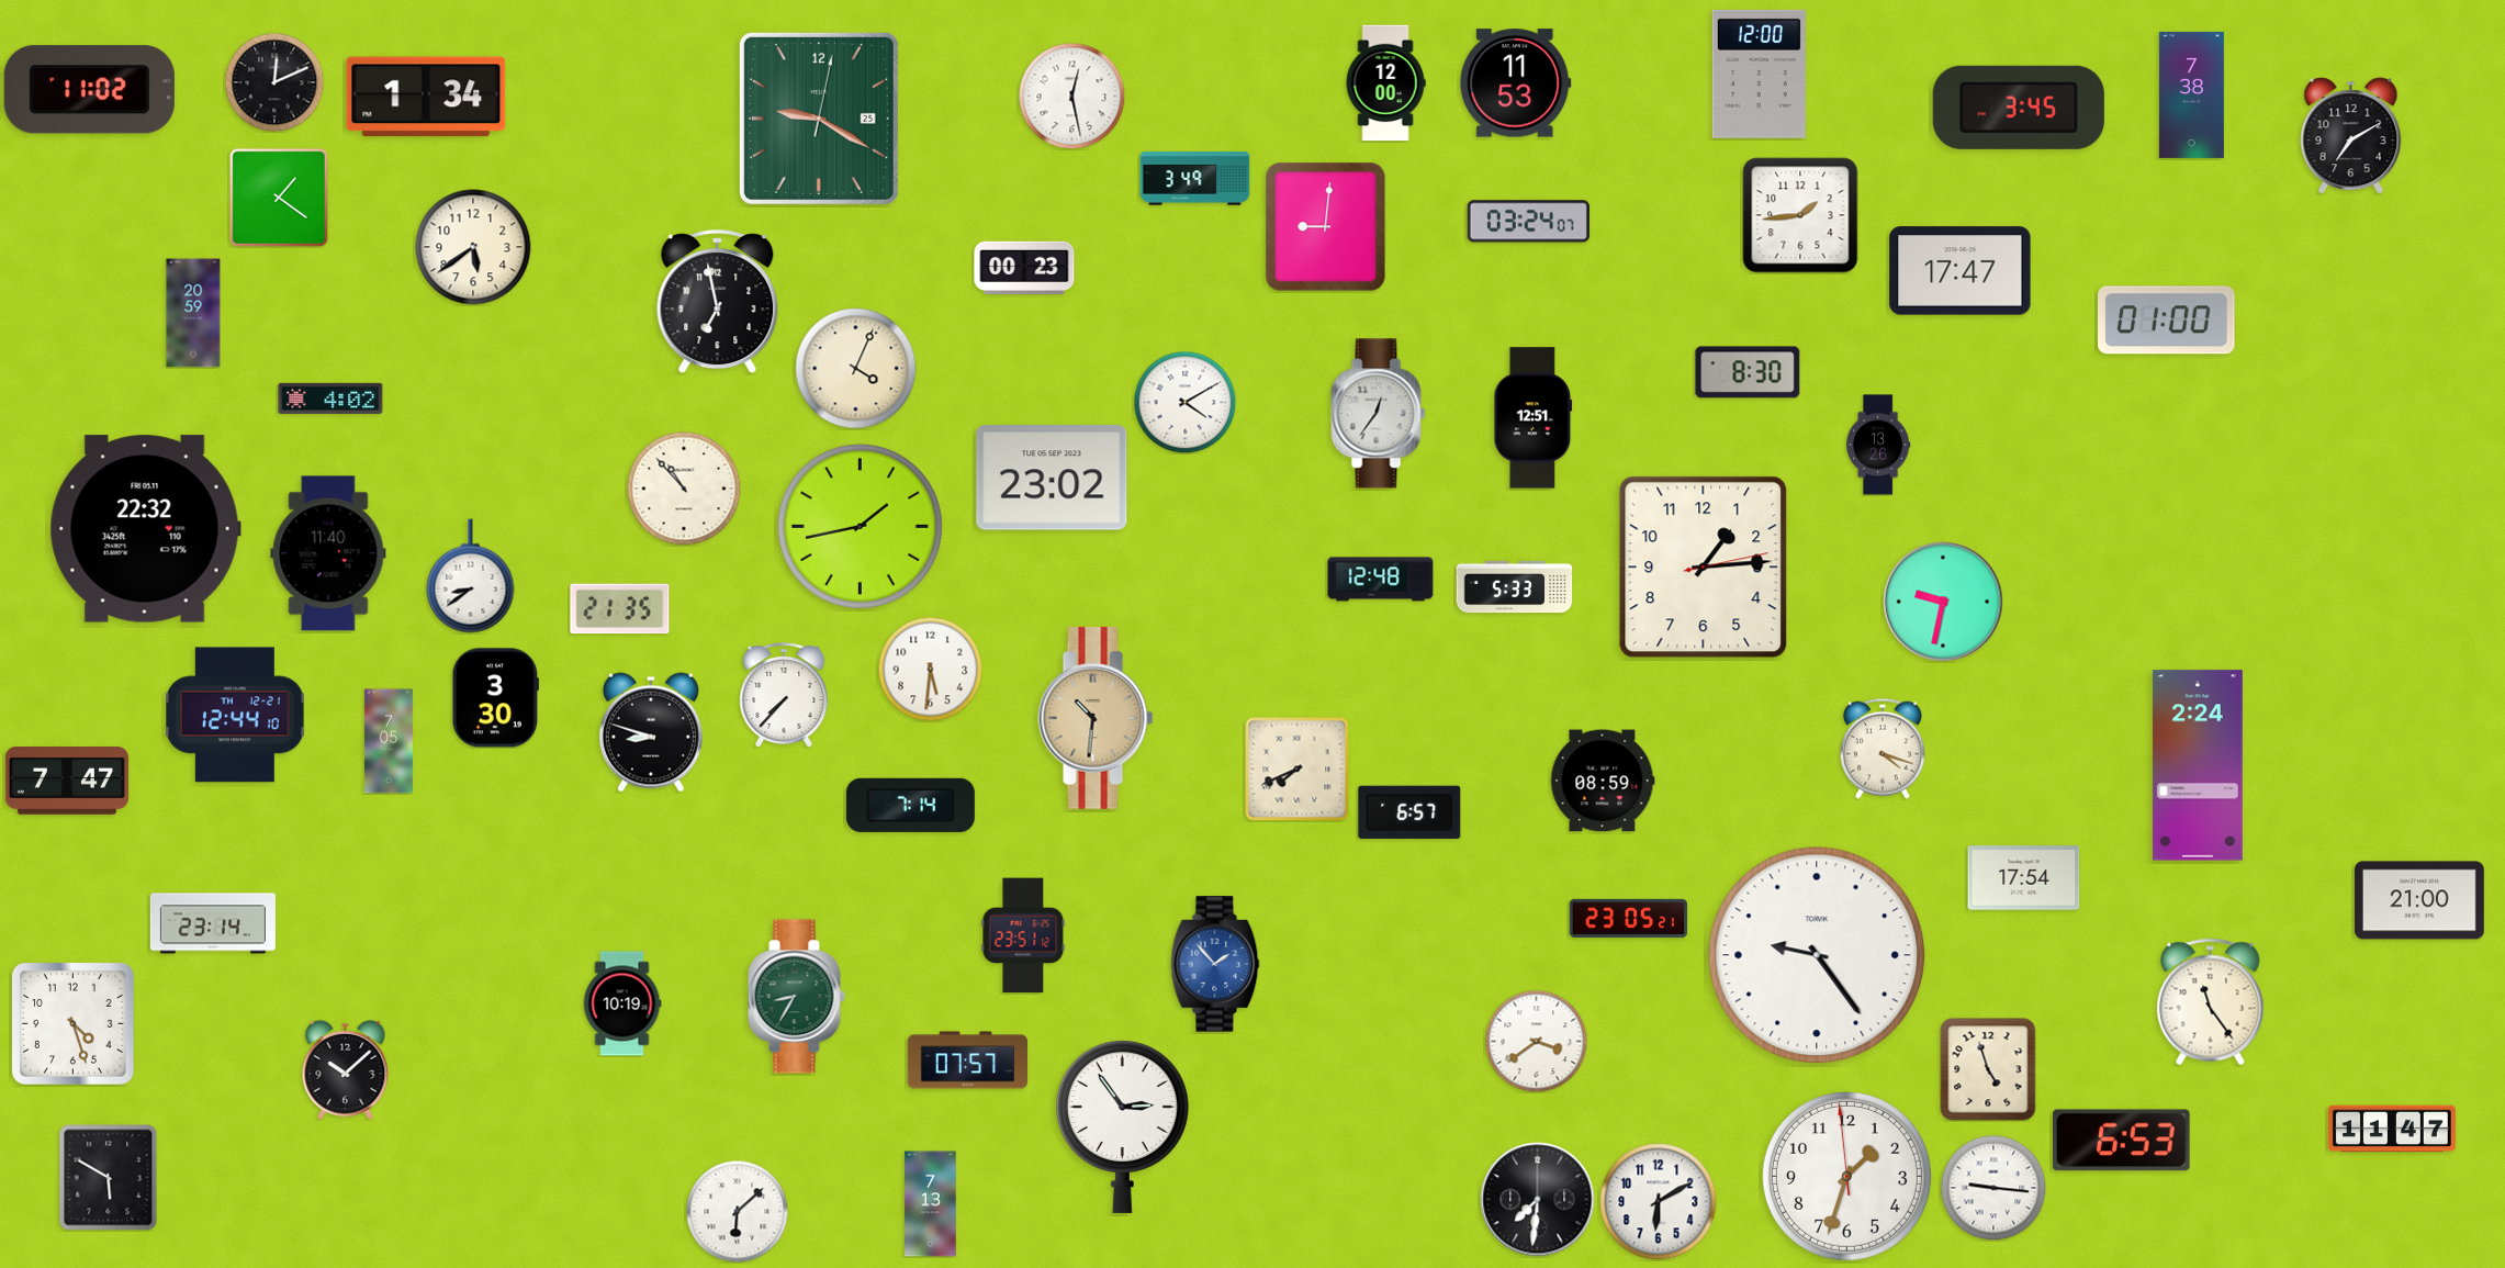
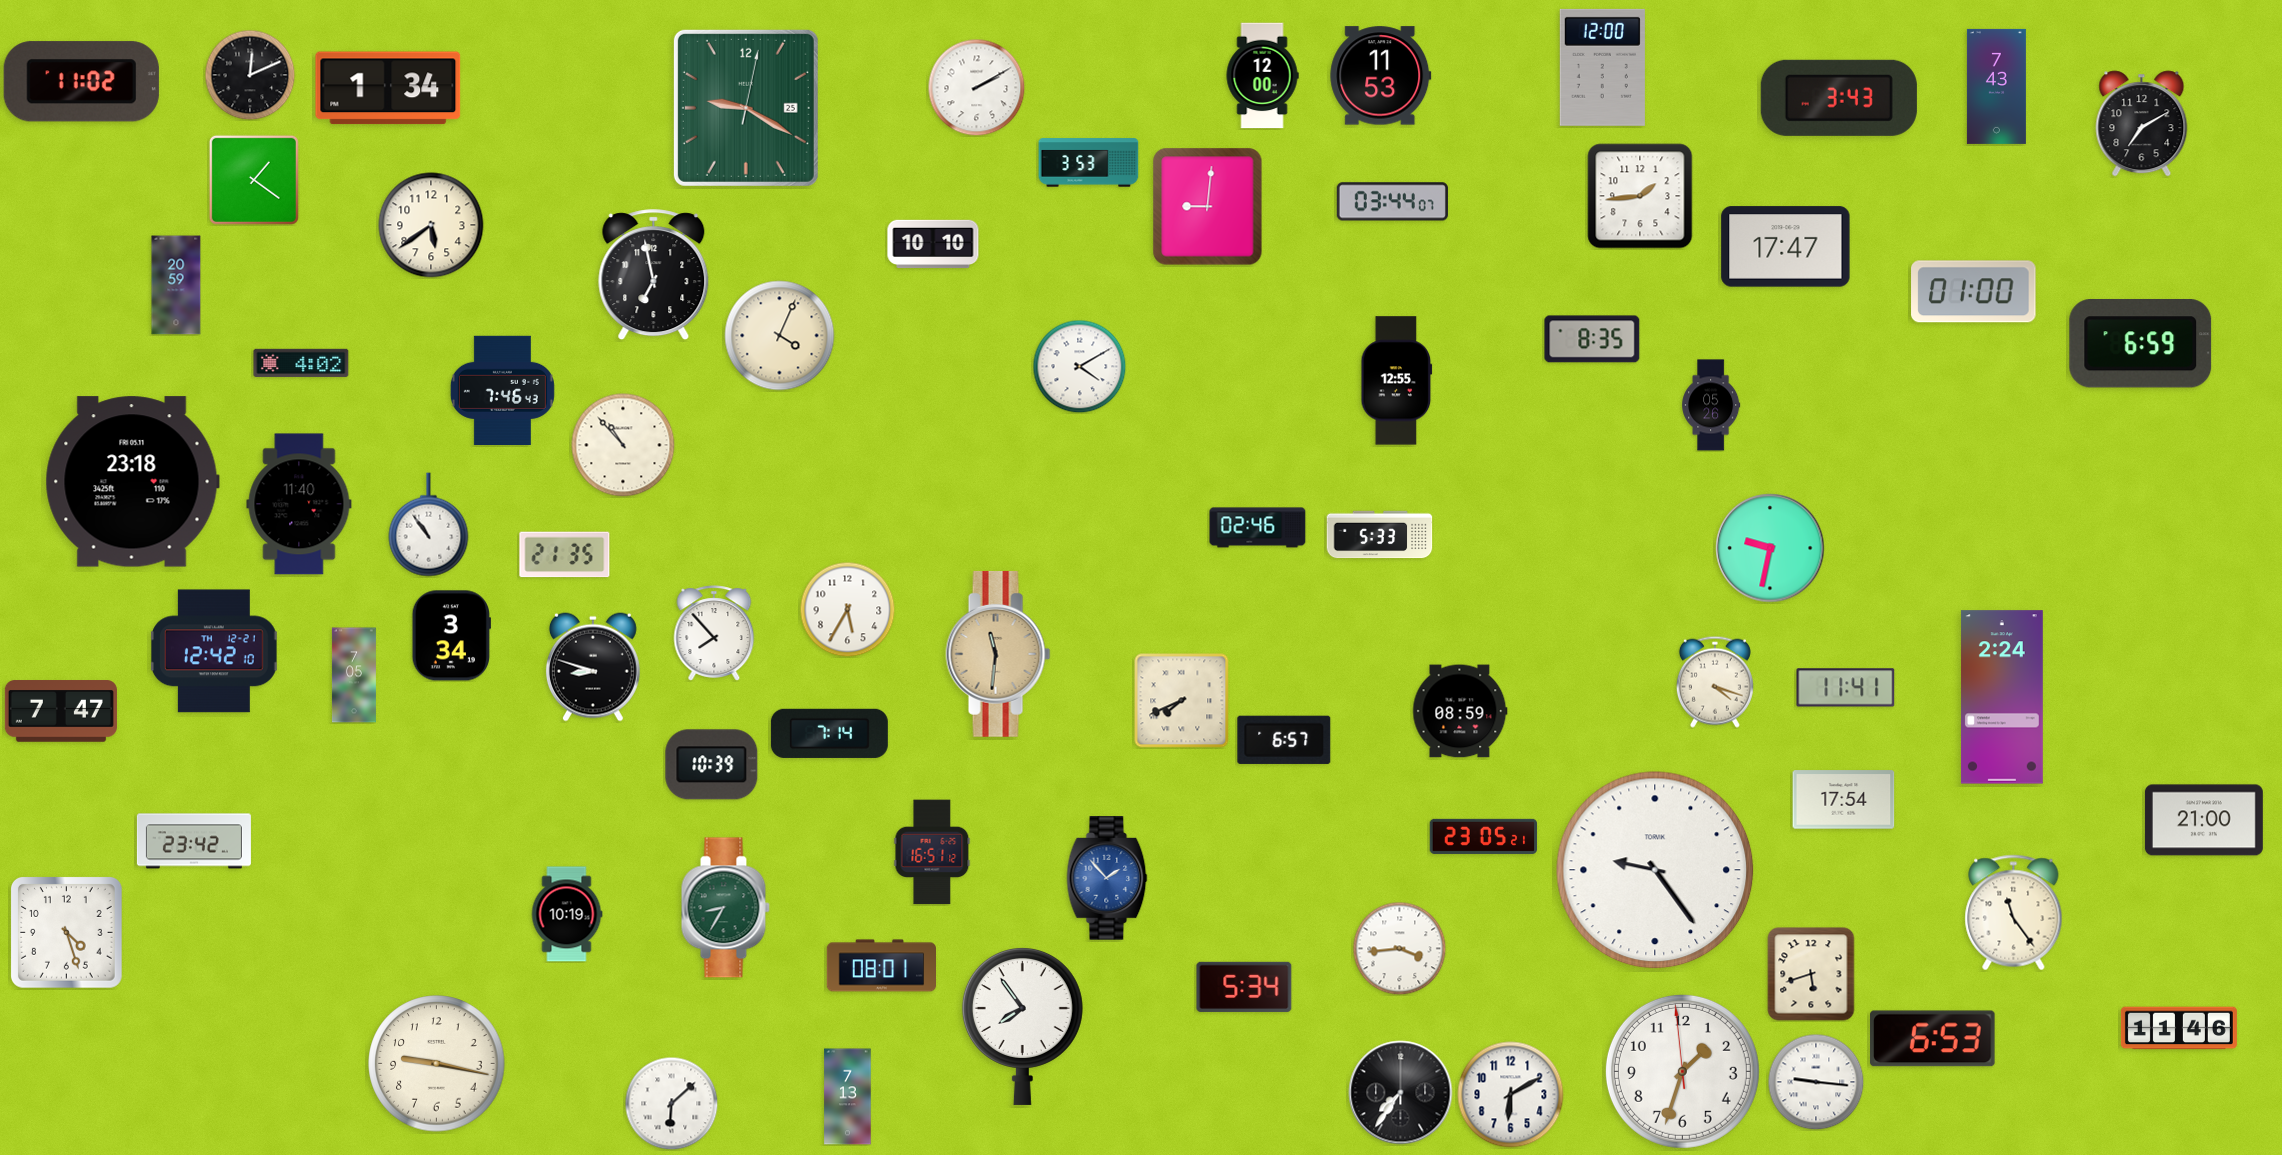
clock at (2191, 94): 7:38 -> 7:43
clock at (1071, 96): 12:28 -> 2:10
clock at (2019, 108): 3:45 -> 3:43
clock at (1195, 179): 3:49 -> 3:53
clock at (1528, 222): 03:24 -> 03:44
clock at (1024, 268): 00:23 -> 10:10
clock at (1748, 372): 8:30 -> 8:35
clock at (2141, 344): none -> 6:59
clock at (1379, 414): 12:36 -> none
clock at (1534, 418): 12:51 -> 12:55
clock at (502, 390): none -> 7:46
clock at (1878, 445): 13:26 -> 05:26
clock at (1052, 478): 23:02 -> none
clock at (860, 526): 1:43 -> none
clock at (145, 529): 22:32 -> 23:18
clock at (1704, 568): 1:14 -> none
clock at (471, 576): 8:39 -> 10:54
clock at (1381, 580): 12:48 -> 02:46
clock at (930, 669): 5:31 -> 5:35
clock at (784, 695): 7:37 -> 7:53
clock at (495, 698): 3:30 -> 3:34
clock at (235, 715): 12:44 -> 12:42
clock at (1096, 718): 10:31 -> 11:31
clock at (1846, 688): none -> 11:41
clock at (712, 765): none -> 10:39
clock at (213, 923): 23:14 -> 23:42
clock at (1023, 935): 23:51 -> 16:51
clock at (1536, 1041): 3:39 -> 3:44
clock at (968, 1061): 07:57 -> 08:01
clock at (346, 1069): 10:08 -> none
clock at (1988, 1069): 4:57 -> 5:42
clock at (1244, 987): none -> 5:34
clock at (1122, 1126): 2:54 -> 7:54
clock at (2392, 1129): 11:47 -> 11:46
clock at (437, 1064): none -> 9:17
clock at (109, 1178): 5:50 -> none
clock at (1538, 1200): 7:31 -> 7:36
